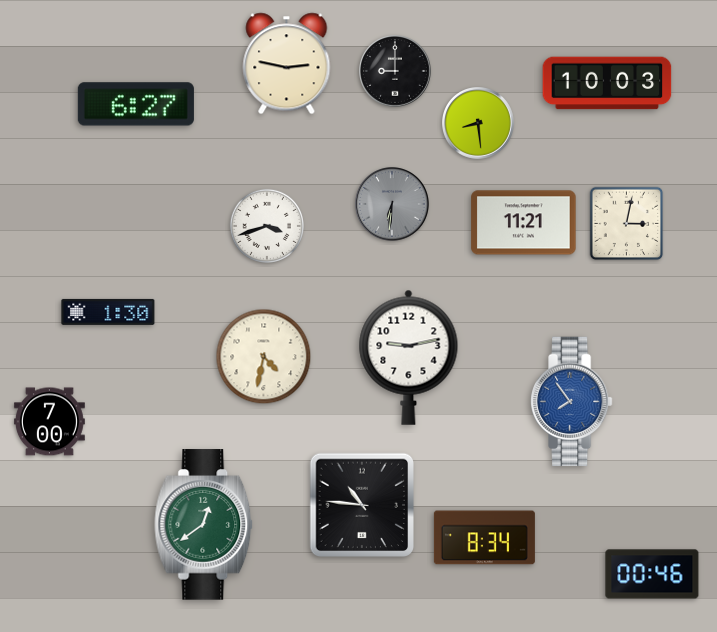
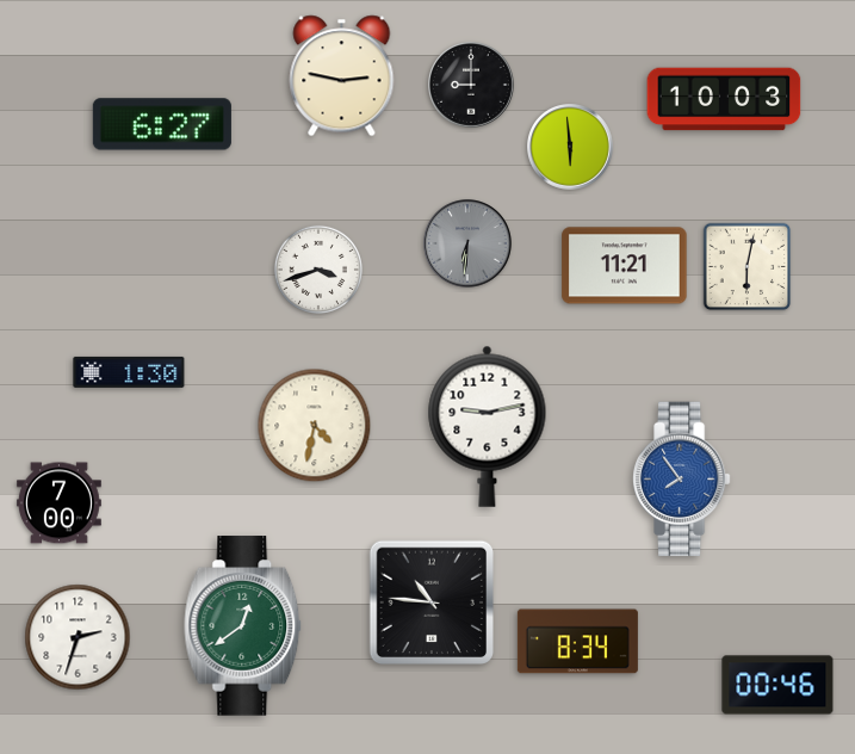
clock at (479, 124): 8:29 -> 5:59
clock at (627, 224): 3:02 -> 6:02
clock at (78, 637): none -> 2:33
